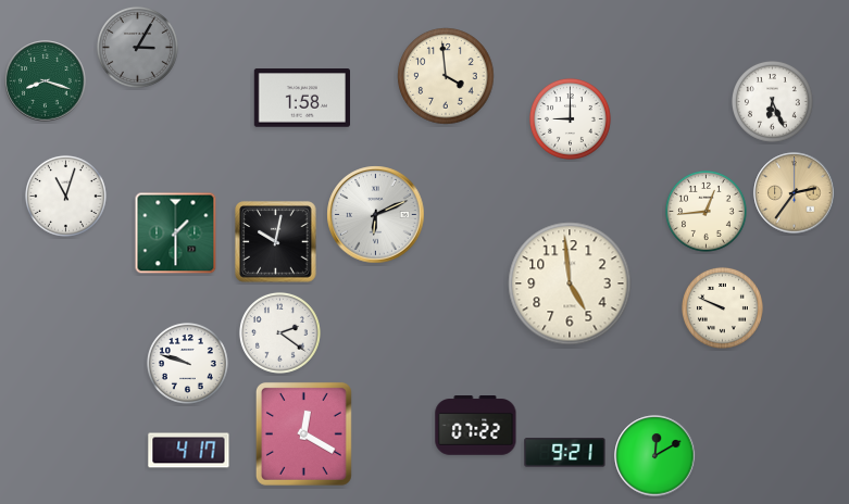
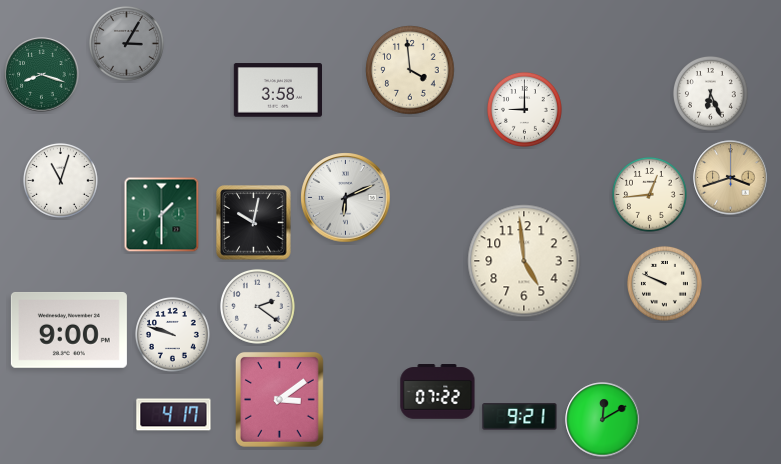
clock at (301, 98): 1:58 -> 3:58
clock at (795, 193): 2:36 -> 3:42
clock at (69, 330): none -> 9:00
clock at (303, 433): 12:20 -> 3:09
